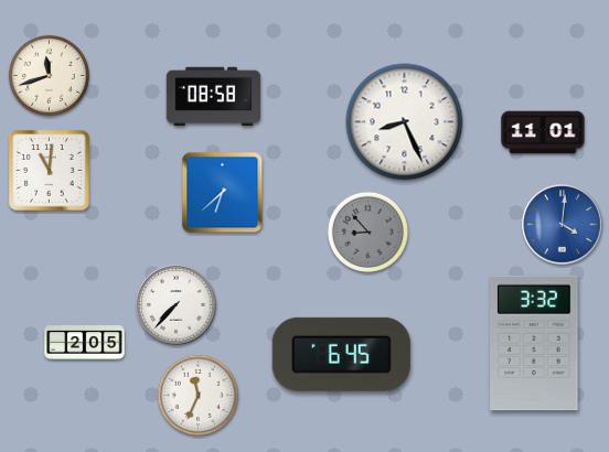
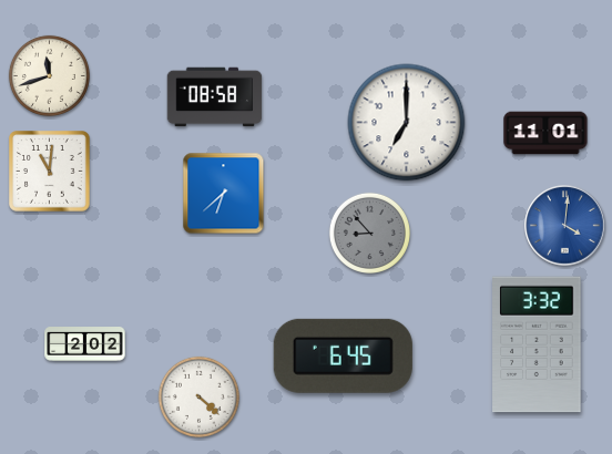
clock at (405, 122): 8:26 -> 7:00
clock at (177, 305): 7:37 -> none
clock at (85, 343): 2:05 -> 2:02
clock at (197, 395): 11:34 -> 4:22
